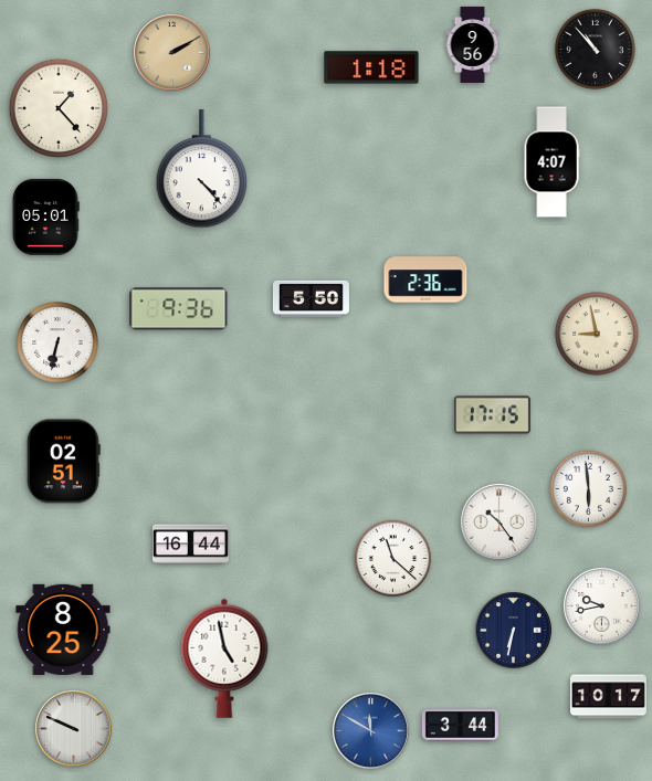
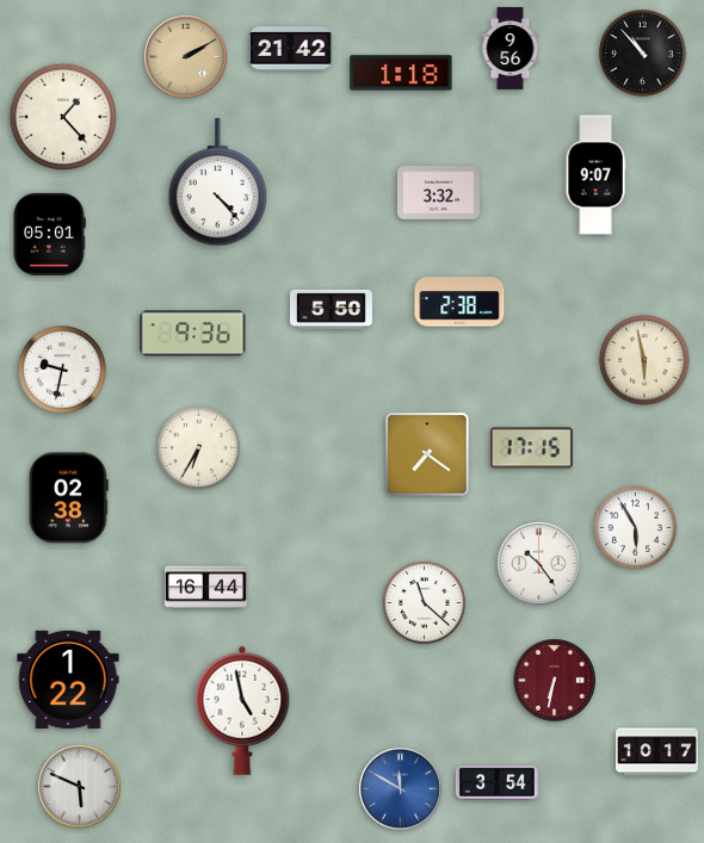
clock at (290, 49): none -> 21:42
clock at (551, 162): 4:07 -> 9:07
clock at (438, 193): none -> 3:32
clock at (425, 279): 2:36 -> 2:38
clock at (311, 298) position: (311, 298) -> (331, 309)
clock at (597, 334): 8:58 -> 5:58
clock at (57, 342): 6:32 -> 9:32
clock at (199, 448): none -> 6:35
clock at (427, 454): none -> 7:21
clock at (63, 462): 02:51 -> 02:38
clock at (589, 489): 5:59 -> 5:55
clock at (602, 606): 9:43 -> none
clock at (63, 630): 8:25 -> 1:22
clock at (514, 631) dial: navy -> burgundy
clock at (460, 726): 3:44 -> 3:54
clock at (74, 729): 9:49 -> 5:49
